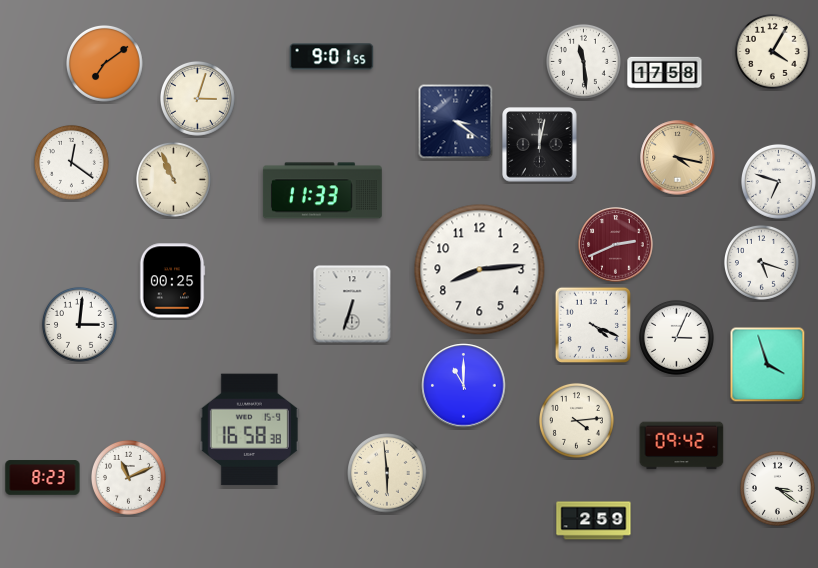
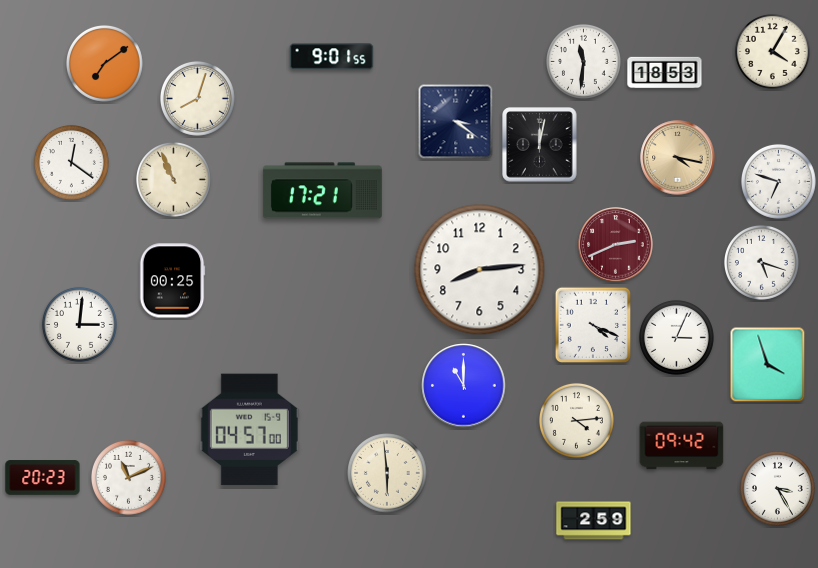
clock at (583, 61): 11:29 -> 11:31
clock at (665, 73): 17:58 -> 18:53
clock at (197, 98): 3:03 -> 8:03
clock at (322, 191): 11:33 -> 17:21
clock at (352, 304): 6:33 -> none
clock at (249, 430): 16:58 -> 04:57
clock at (43, 478): 8:23 -> 20:23
clock at (777, 488): 3:21 -> 3:25
